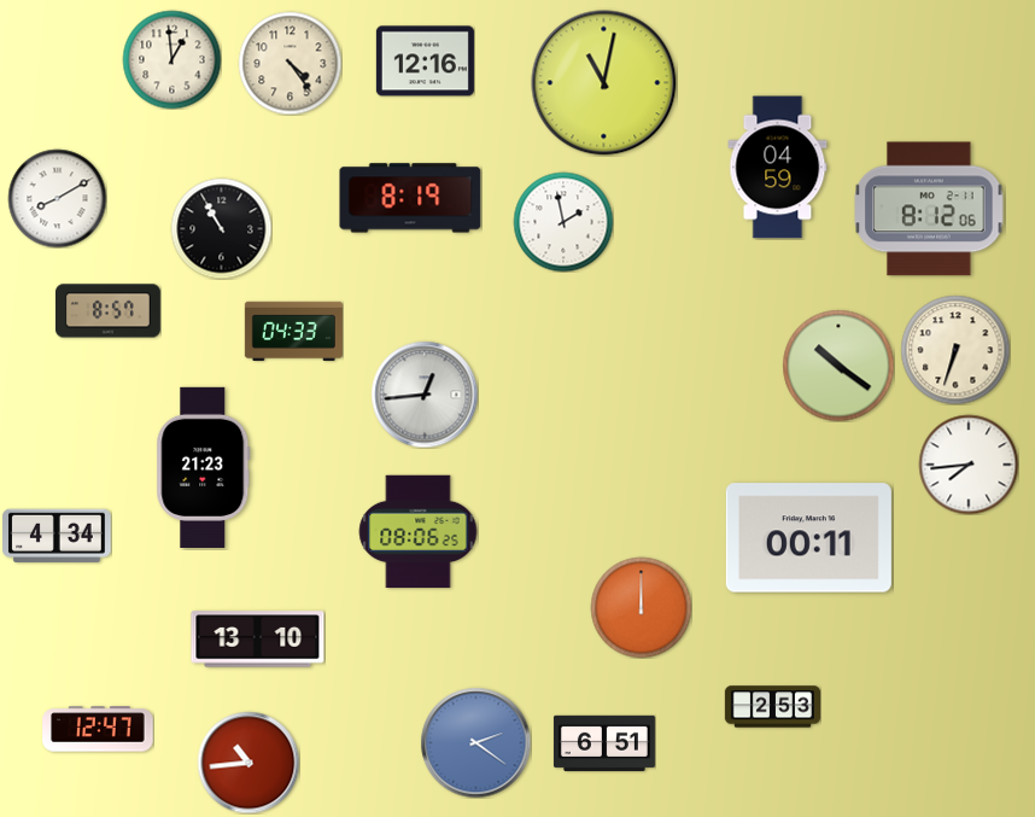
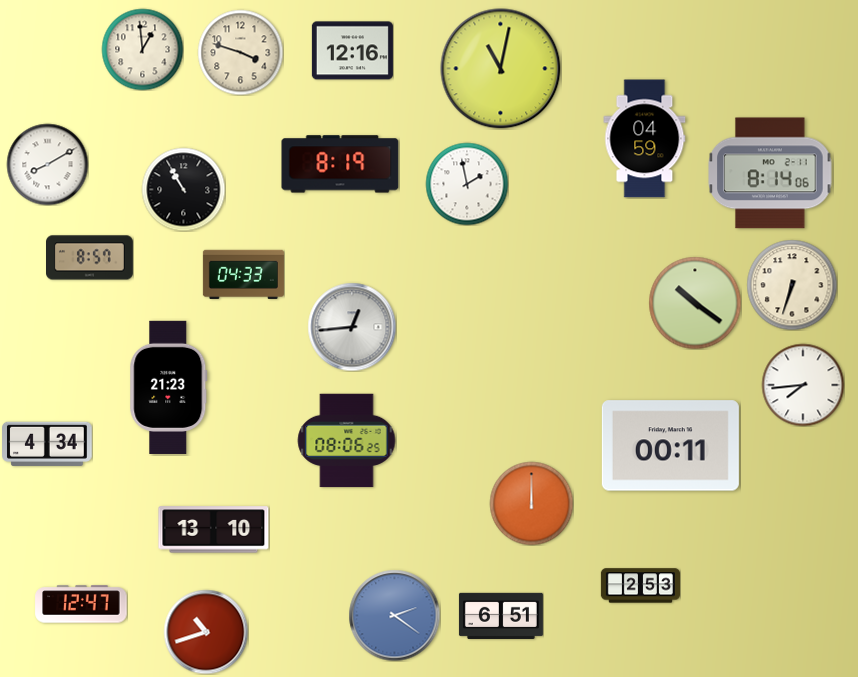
clock at (290, 63): 4:24 -> 3:48
clock at (929, 209): 8:12 -> 8:14
clock at (955, 350) position: (955, 350) -> (792, 285)
clock at (248, 763): 10:44 -> 10:42
